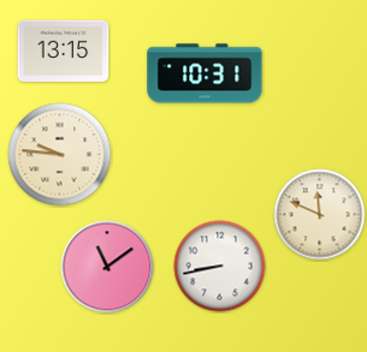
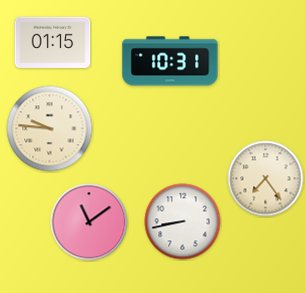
clock at (64, 50): 13:15 -> 01:15
clock at (320, 215): 11:49 -> 7:24
